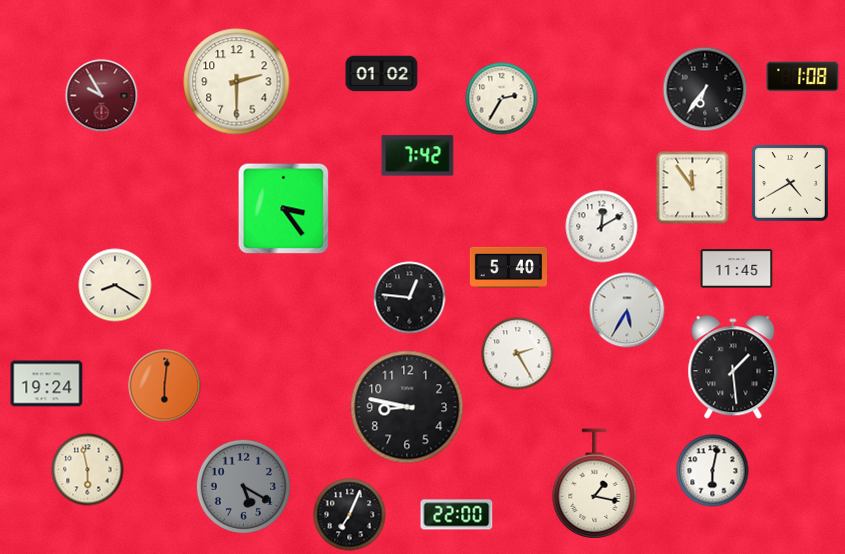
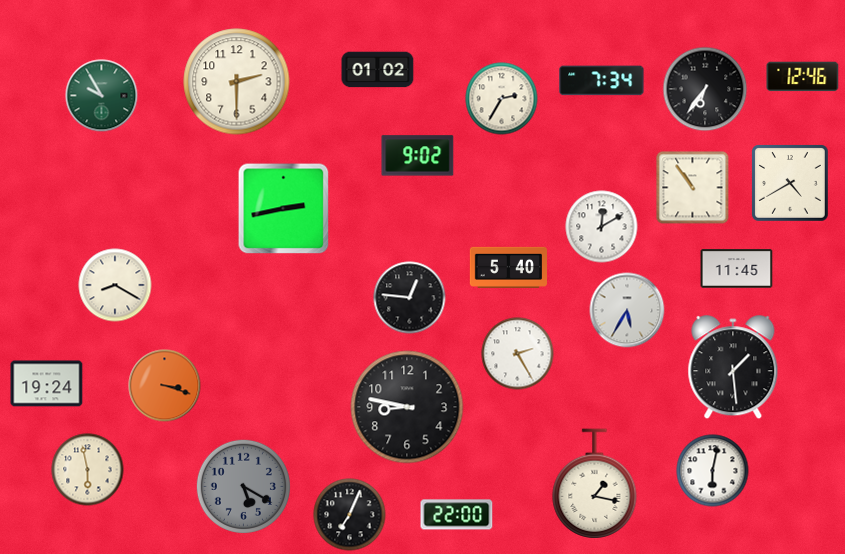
clock at (382, 74) position: (382, 74) -> (378, 70)
clock at (803, 77): 1:08 -> 12:46
clock at (602, 81): none -> 7:34
clock at (102, 96) dial: burgundy -> green
clock at (418, 156): 7:42 -> 9:02
clock at (693, 188): 11:54 -> 10:54
clock at (284, 209): 3:24 -> 2:43
clock at (165, 386): 6:01 -> 3:18
